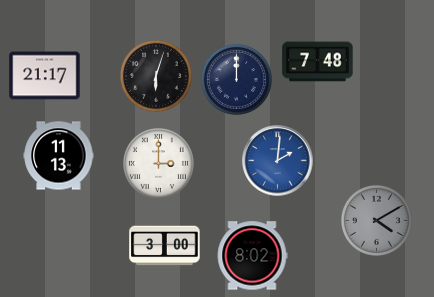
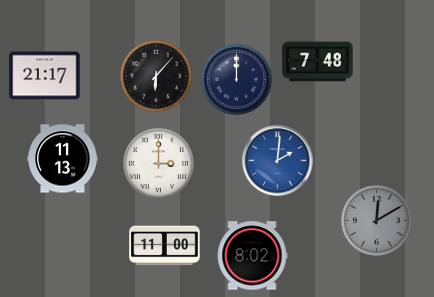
clock at (157, 77): 6:03 -> 6:07
clock at (59, 156) position: (59, 156) -> (63, 159)
clock at (376, 220): 4:10 -> 12:10
clock at (165, 246): 3:00 -> 11:00
